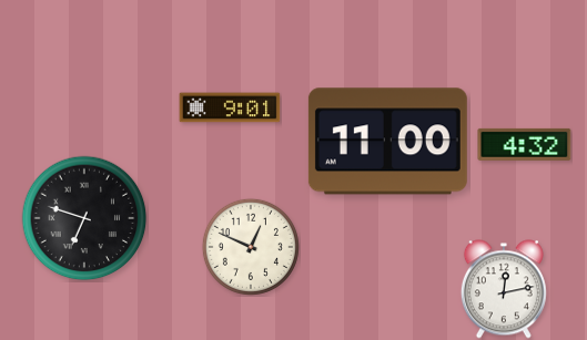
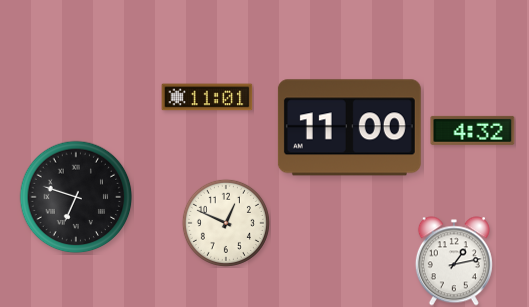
clock at (230, 107): 9:01 -> 11:01
clock at (504, 289): 12:13 -> 1:13
